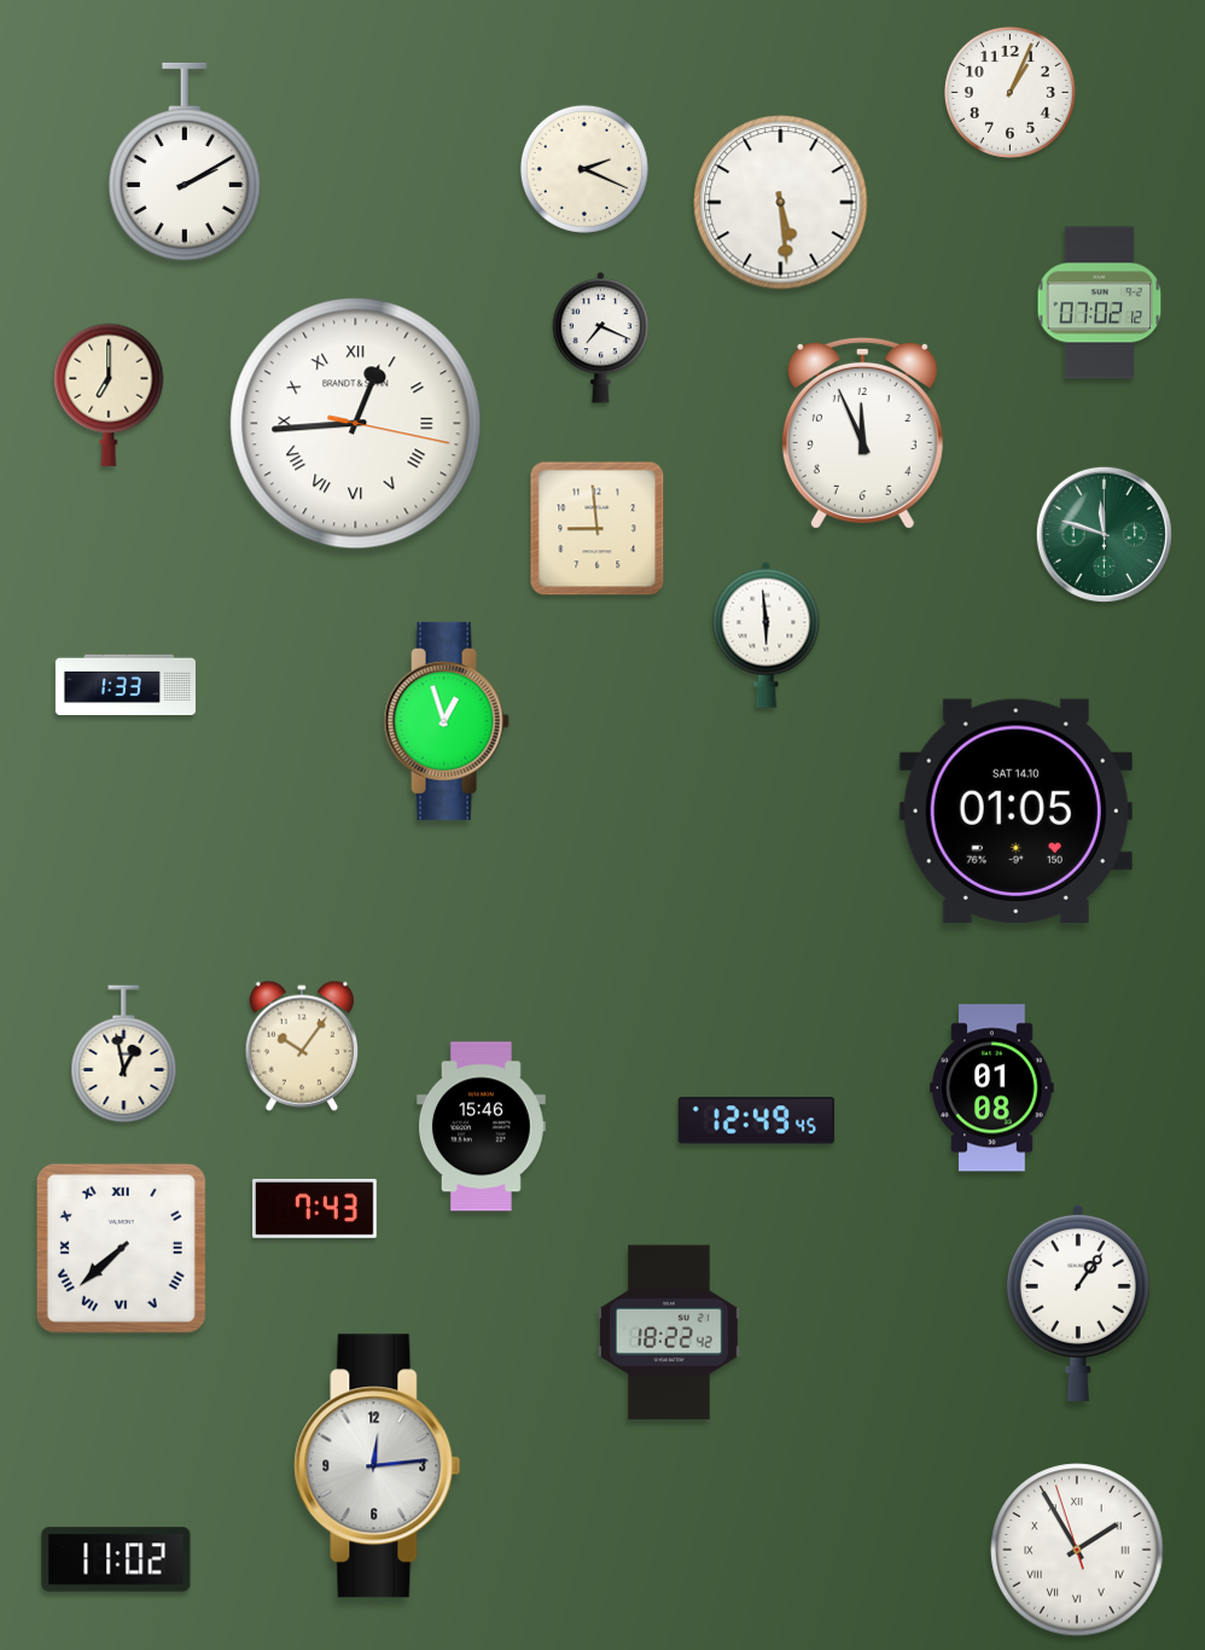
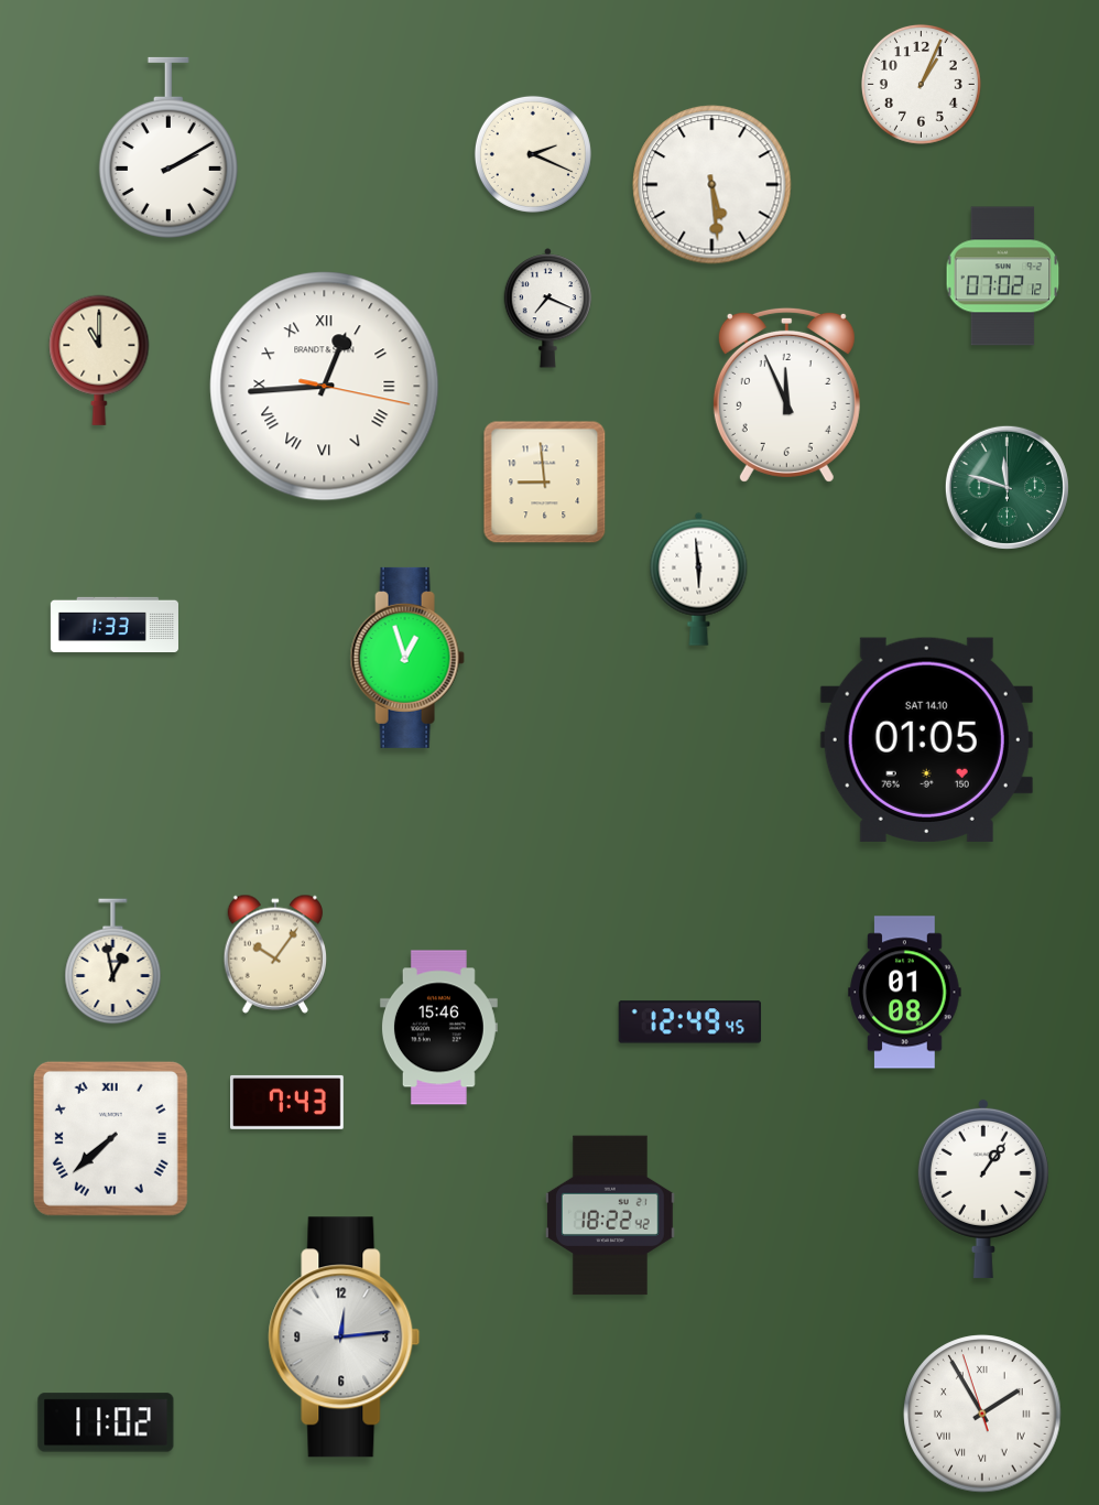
clock at (109, 395): 7:00 -> 11:00
